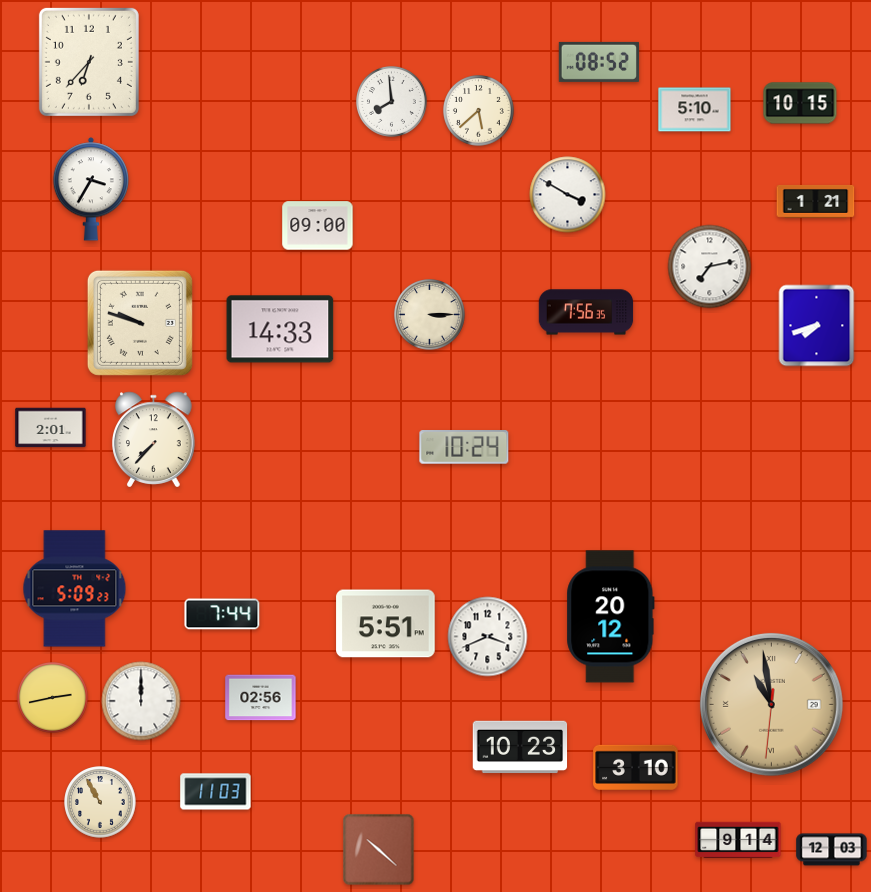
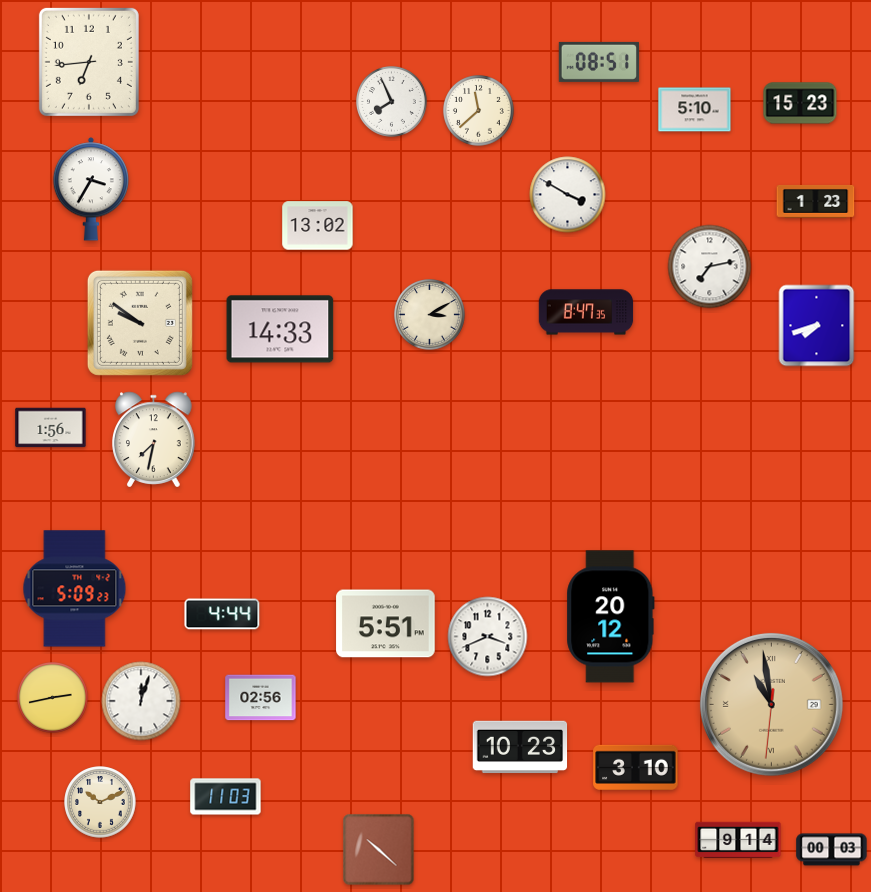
clock at (89, 62): 6:37 -> 6:44
clock at (599, 62): 08:52 -> 08:51
clock at (392, 102): 7:59 -> 7:56
clock at (800, 103): 10:15 -> 15:23
clock at (479, 111): 5:38 -> 11:38
clock at (816, 201): 1:21 -> 1:23
clock at (318, 226): 09:00 -> 13:02
clock at (586, 312): 7:56 -> 8:47
clock at (430, 315): 3:15 -> 3:10
clock at (140, 323): 9:48 -> 9:51
clock at (51, 428): 2:01 -> 1:56
clock at (154, 440): 7:37 -> 7:32
clock at (464, 448): 10:24 -> none
clock at (222, 614): 7:44 -> 4:44
clock at (141, 701): 12:00 -> 12:03
clock at (216, 792) position: (216, 792) -> (226, 797)
clock at (100, 802): 10:55 -> 10:11
clock at (832, 850): 12:03 -> 00:03
